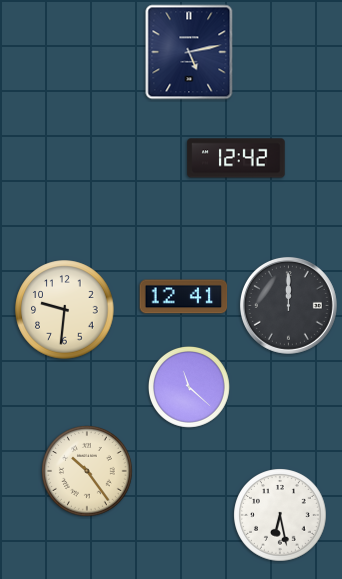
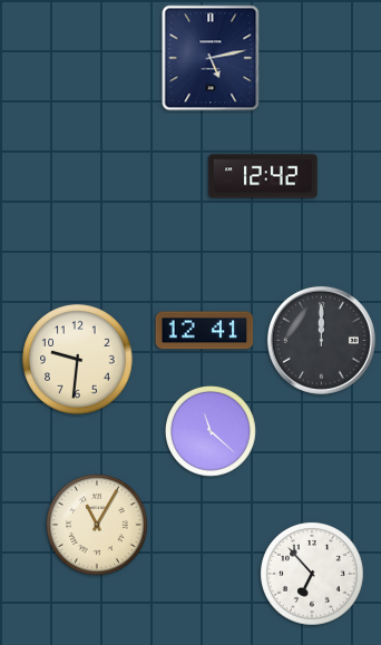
clock at (65, 310) position: (65, 310) -> (78, 360)
clock at (87, 471): 10:24 -> 11:05
clock at (280, 515): 6:28 -> 6:53
